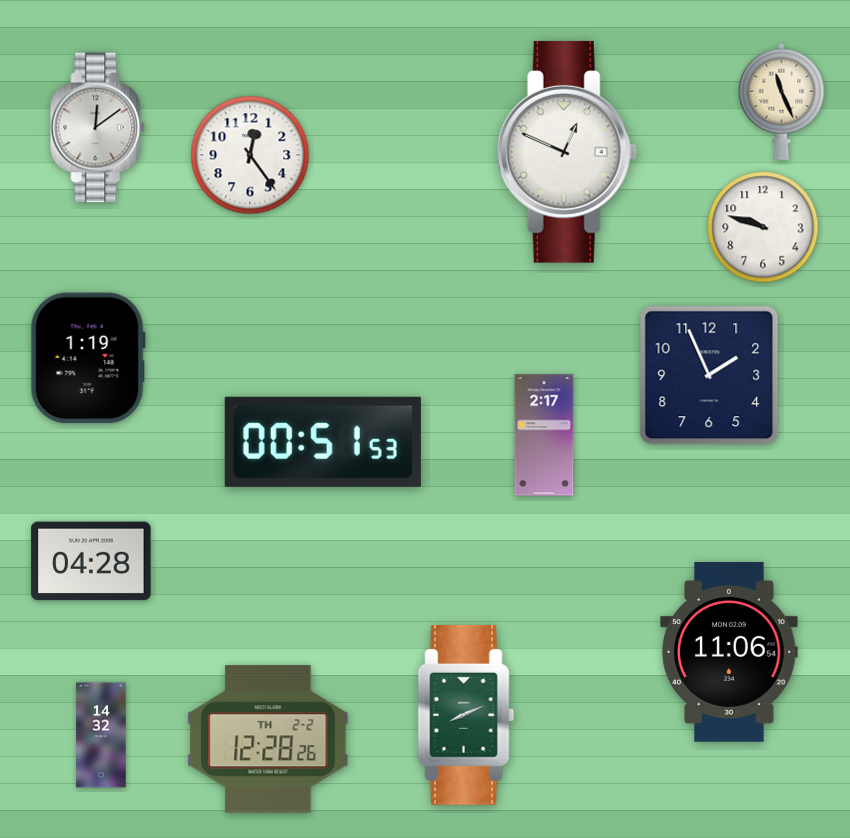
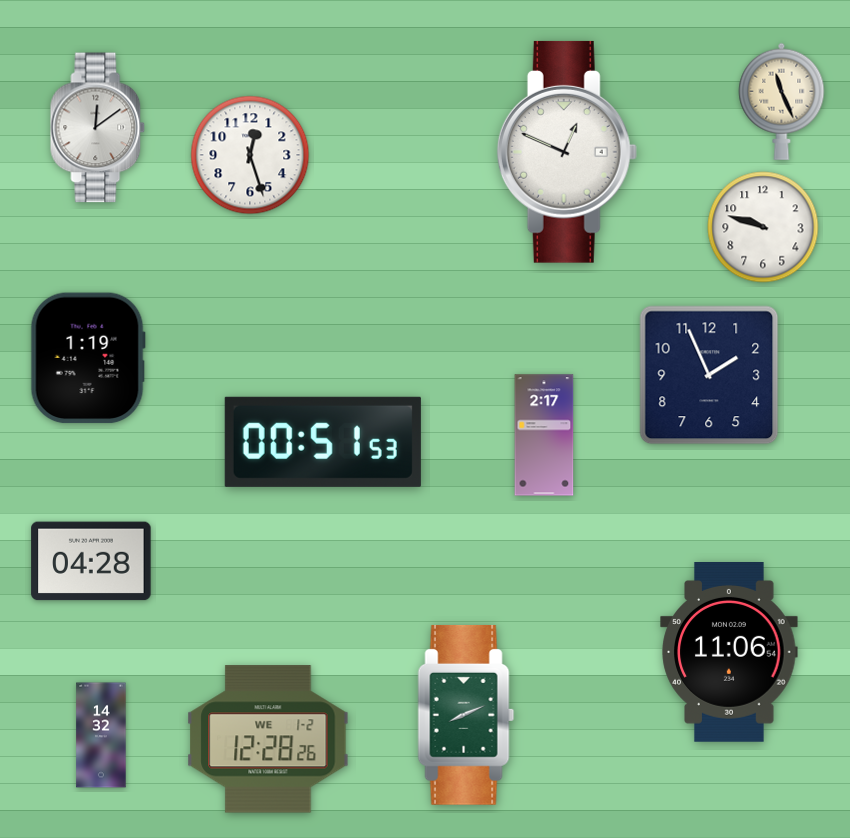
clock at (250, 155): 12:24 -> 12:27
clock at (268, 739) date: TH 2-2 -> WE 1-2
